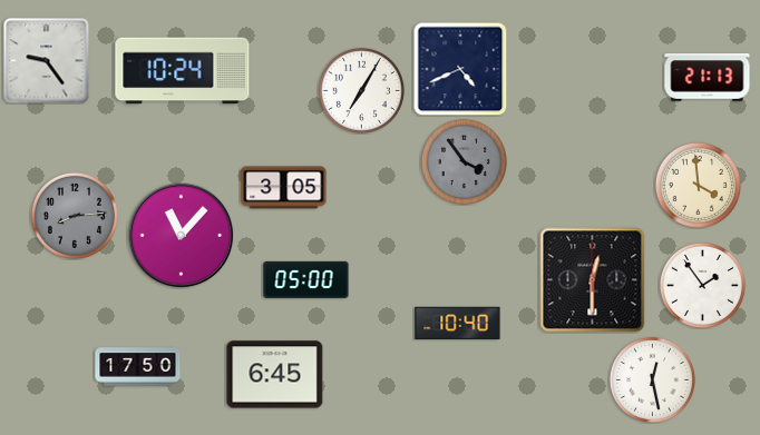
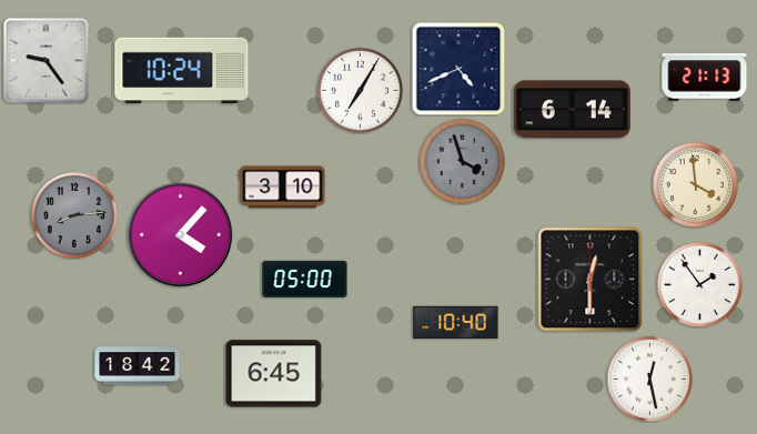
clock at (572, 110): none -> 6:14
clock at (464, 161): 3:54 -> 3:57
clock at (284, 188): 3:05 -> 3:10
clock at (181, 235): 11:07 -> 4:07
clock at (138, 367): 17:50 -> 18:42
